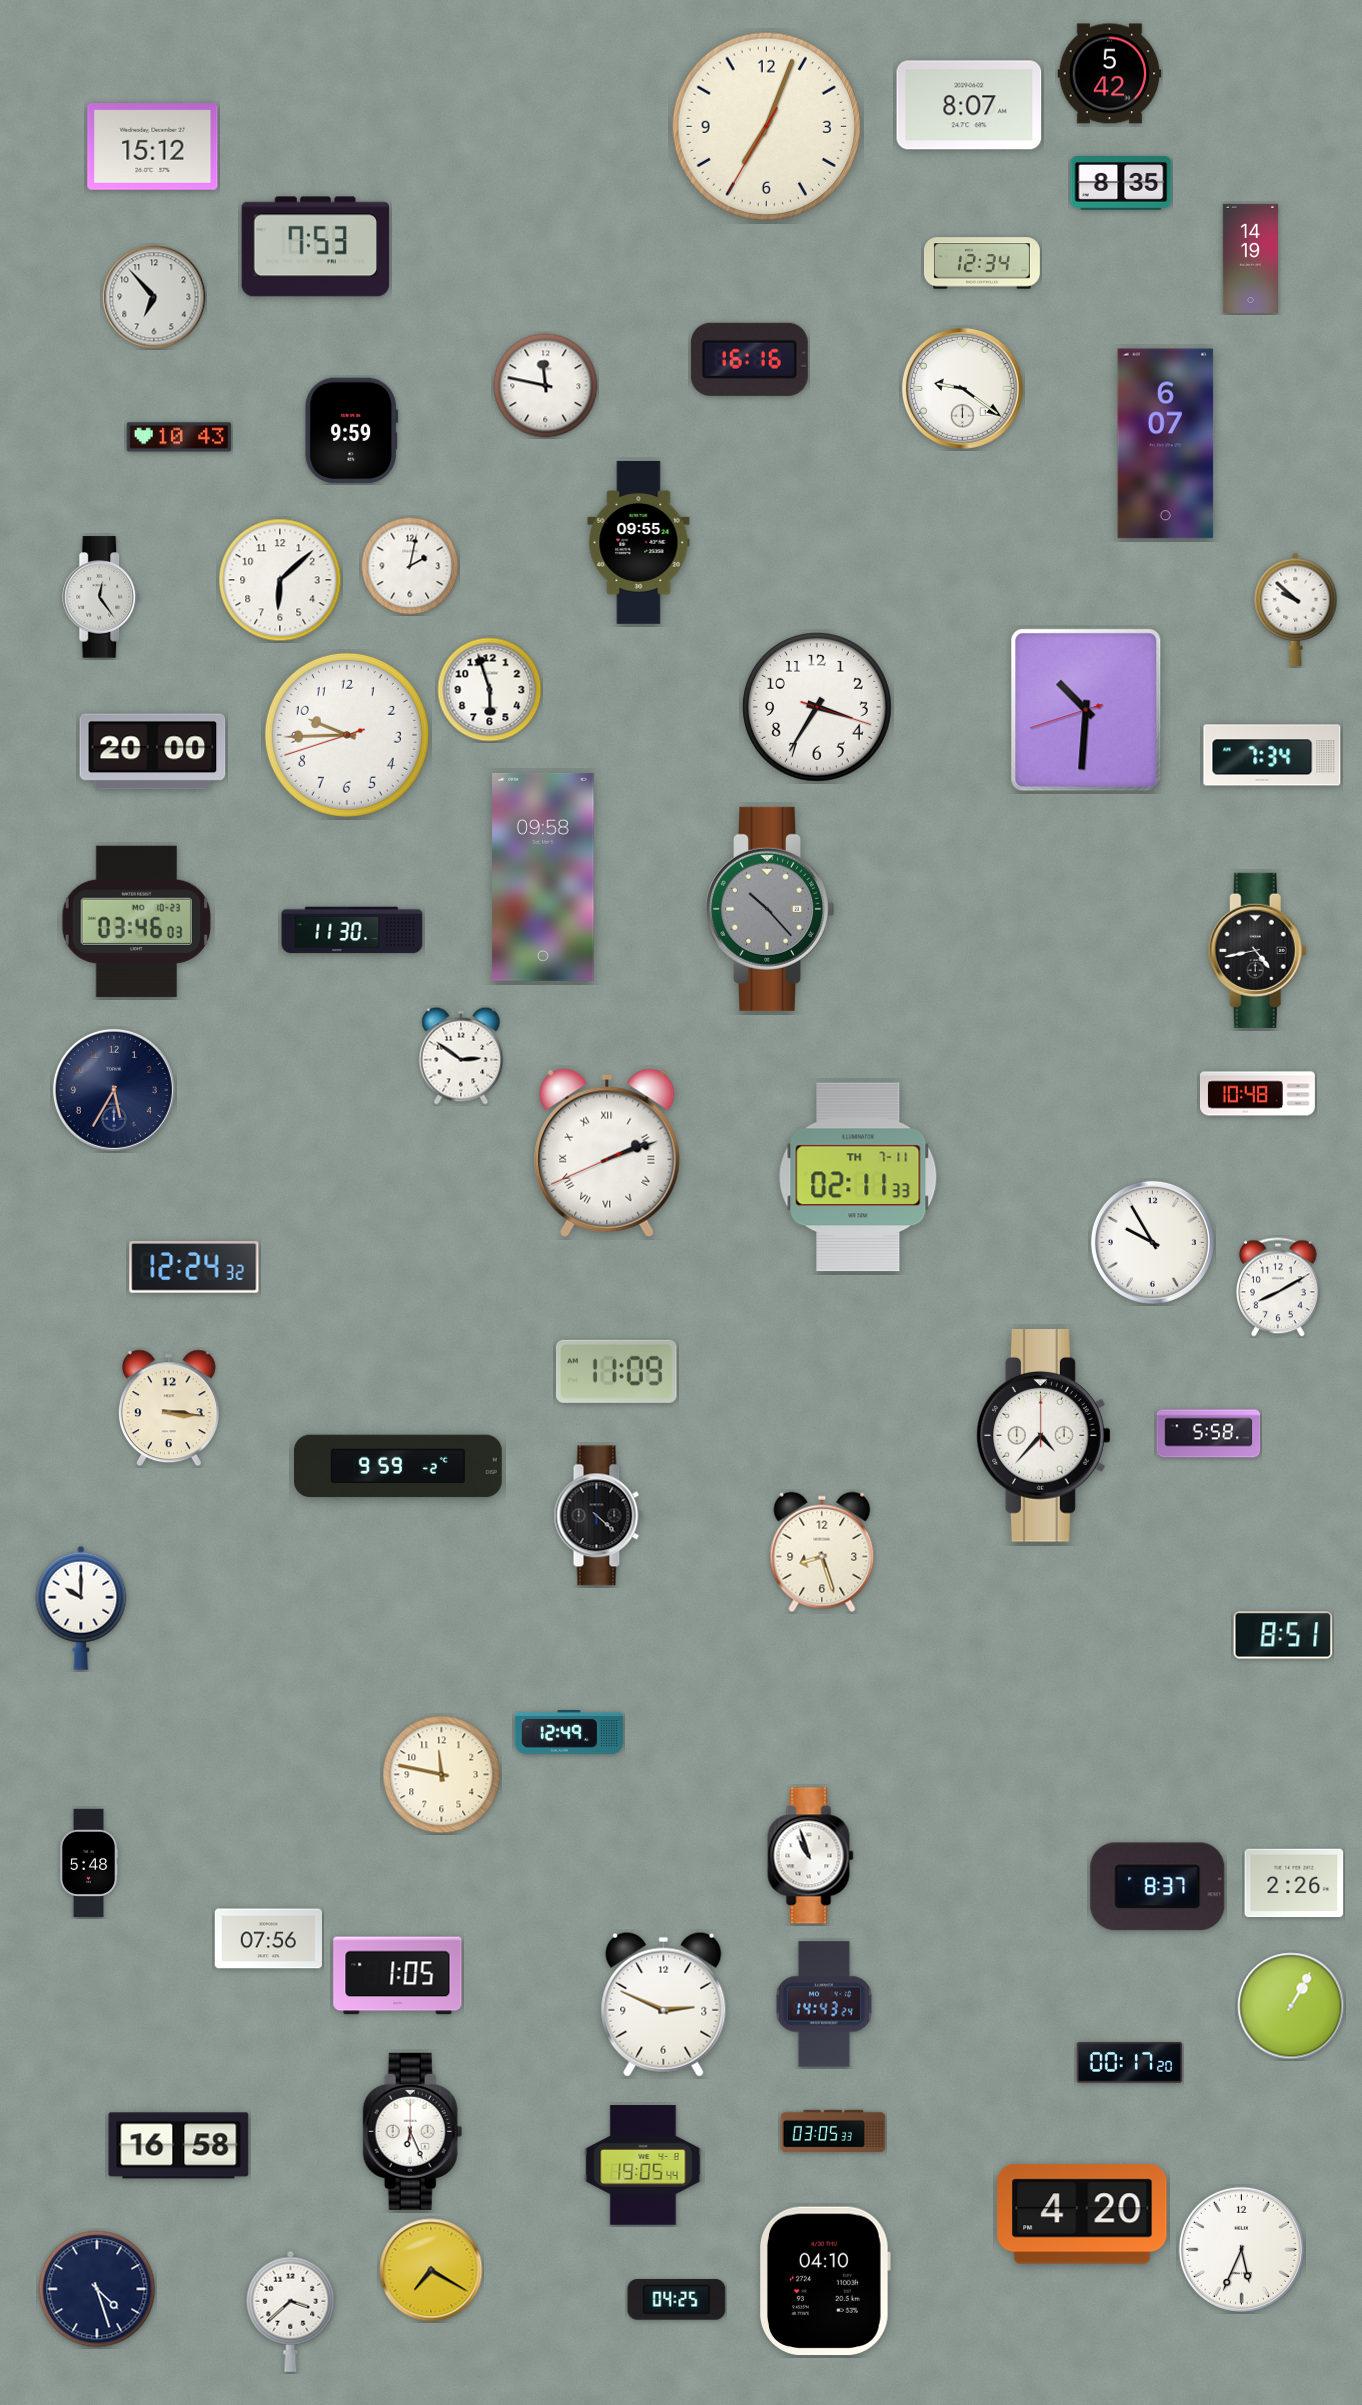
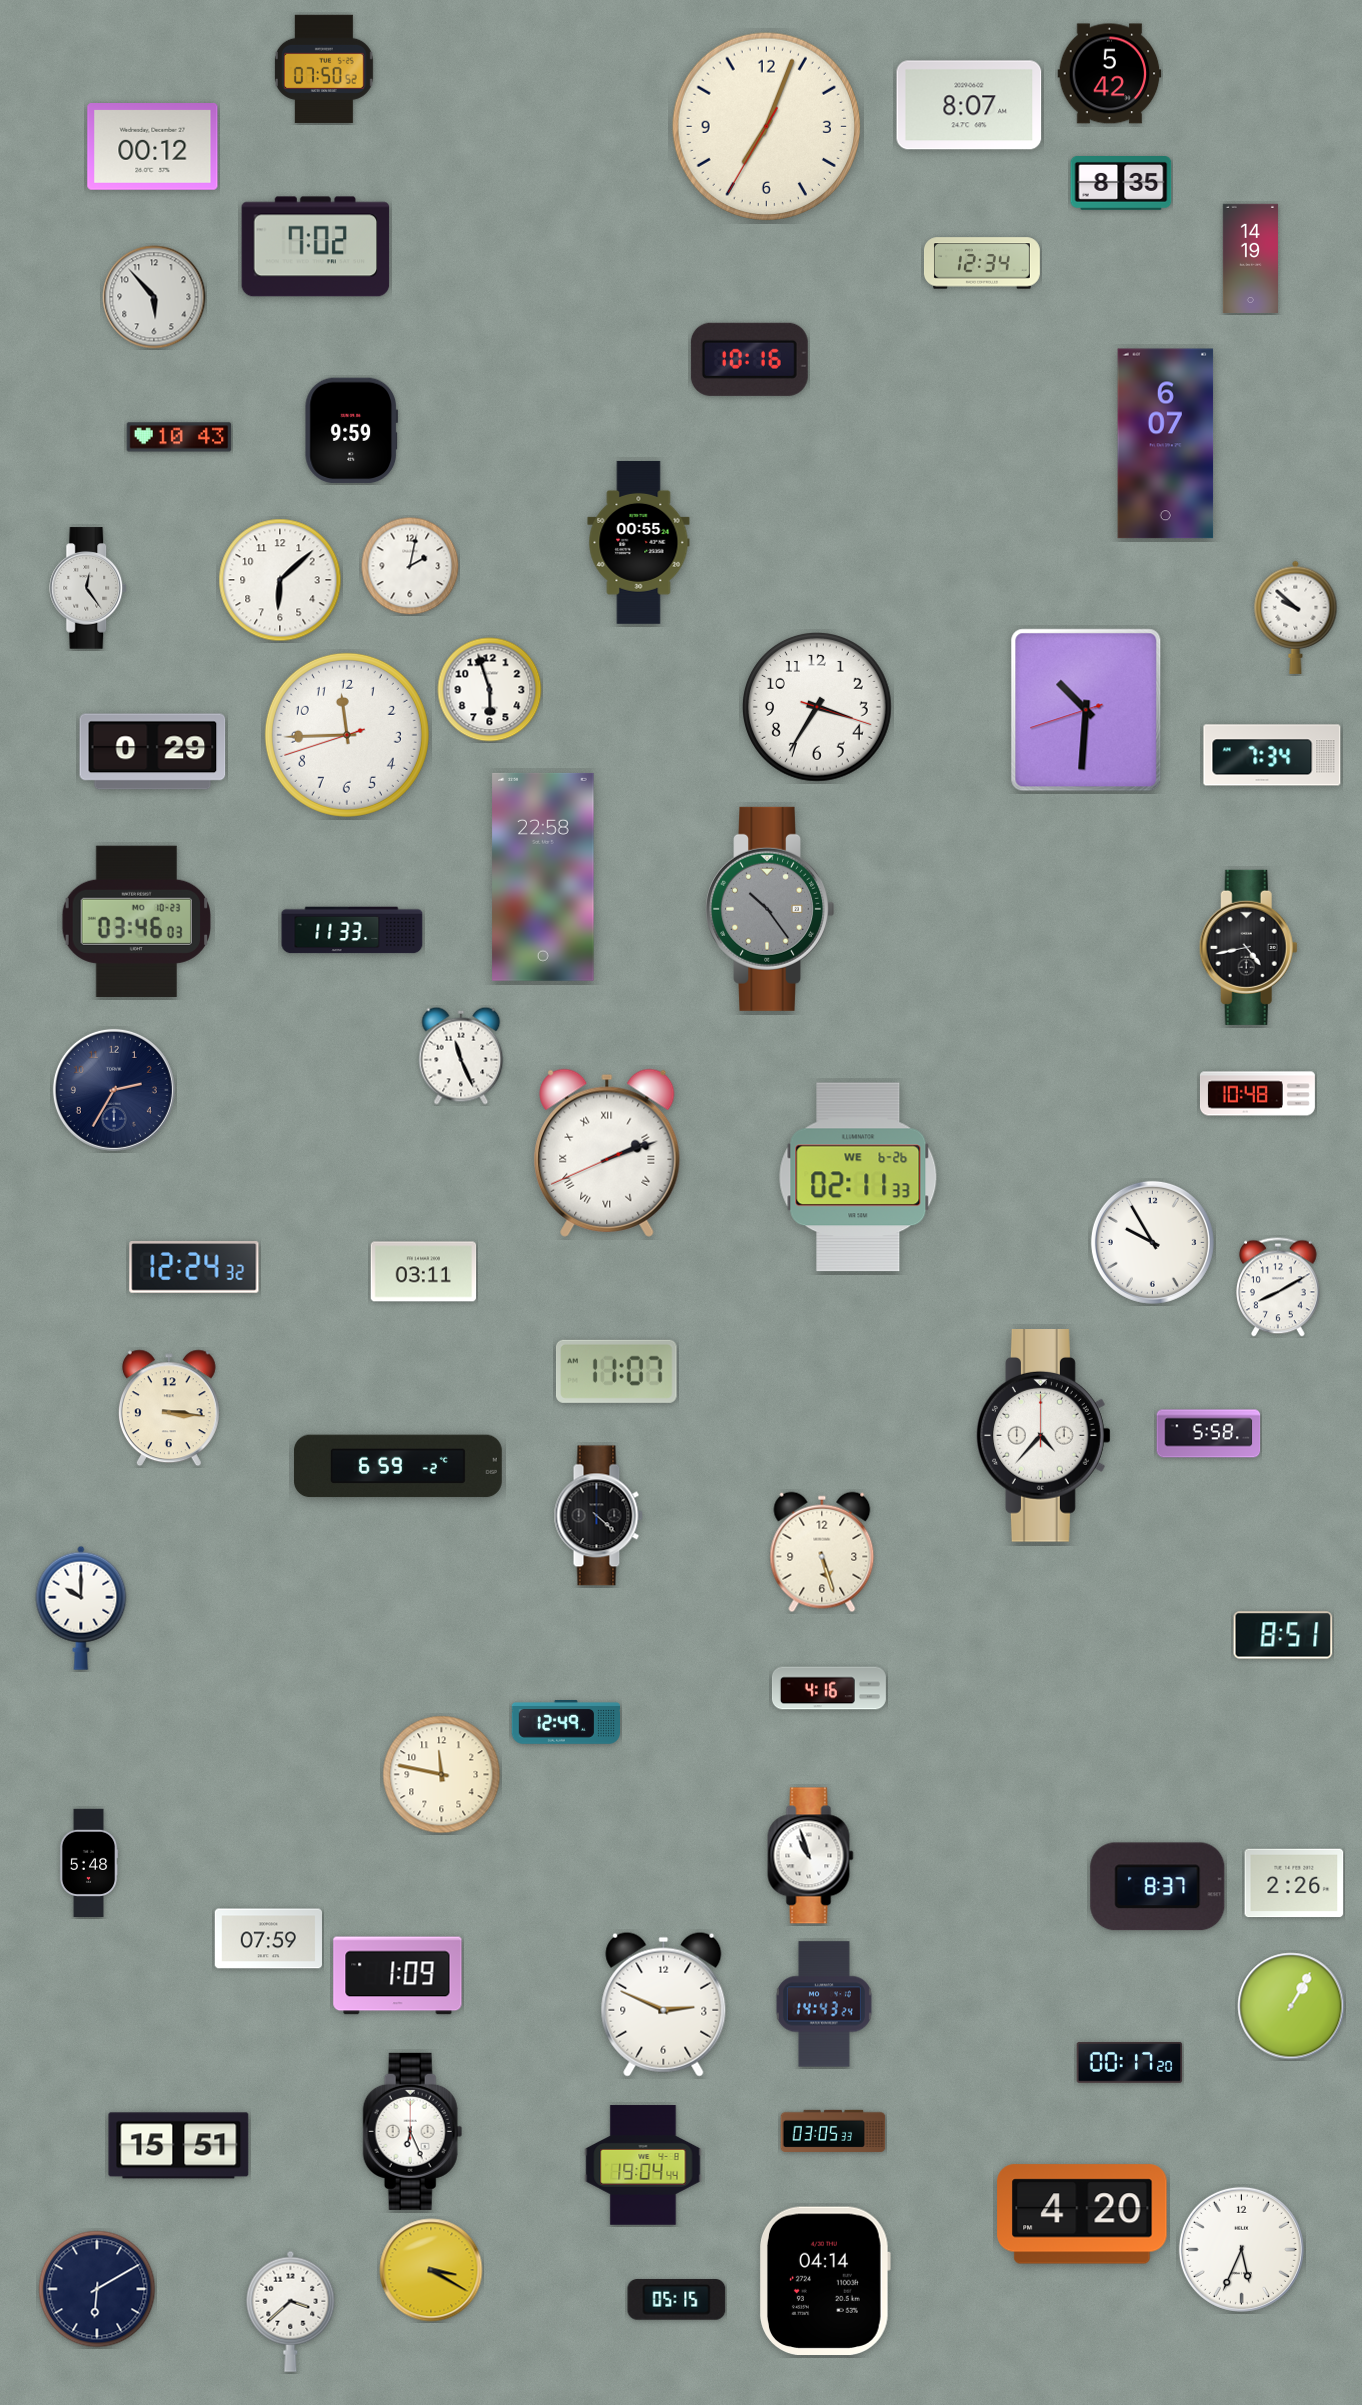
clock at (324, 69): none -> 07:50
clock at (153, 147): 15:12 -> 00:12
clock at (316, 247): 7:53 -> 7:02
clock at (154, 297): 6:53 -> 5:53
clock at (749, 359): 16:16 -> 10:16
clock at (546, 386): 11:47 -> none
clock at (962, 388): 9:21 -> none
clock at (639, 542): 09:55 -> 00:55
clock at (102, 597) position: (102, 597) -> (89, 588)
clock at (1296, 609) position: (1296, 609) -> (1296, 617)
clock at (347, 735): 9:44 -> 11:44
clock at (153, 752): 20:00 -> 0:29
clock at (543, 877): 09:58 -> 22:58
clock at (769, 909): 10:23 -> 10:24
clock at (352, 930): 11:30 -> 11:33
clock at (1257, 950) position: (1257, 950) -> (1248, 947)
clock at (461, 1056): 2:51 -> 11:26
clock at (114, 1090): 5:35 -> 2:35
clock at (858, 1177) date: TH 7-11 -> WE 6-26
clock at (424, 1272): none -> 03:11
clock at (616, 1371): 11:09 -> 11:07
clock at (398, 1466): 9:59 -> 6:59
clock at (822, 1552): 8:27 -> 5:27
clock at (829, 1688): none -> 4:16
clock at (568, 1733) position: (568, 1733) -> (565, 1723)
clock at (269, 1939): 07:56 -> 07:59
clock at (398, 1976): 1:05 -> 1:09
clock at (179, 2146): 16:58 -> 15:51
clock at (643, 2165): 19:05 -> 19:04
clock at (431, 2270): 7:20 -> 3:20
clock at (825, 2281): 04:10 -> 04:14
clock at (97, 2289): 4:27 -> 6:10
clock at (677, 2300): 04:25 -> 05:15
